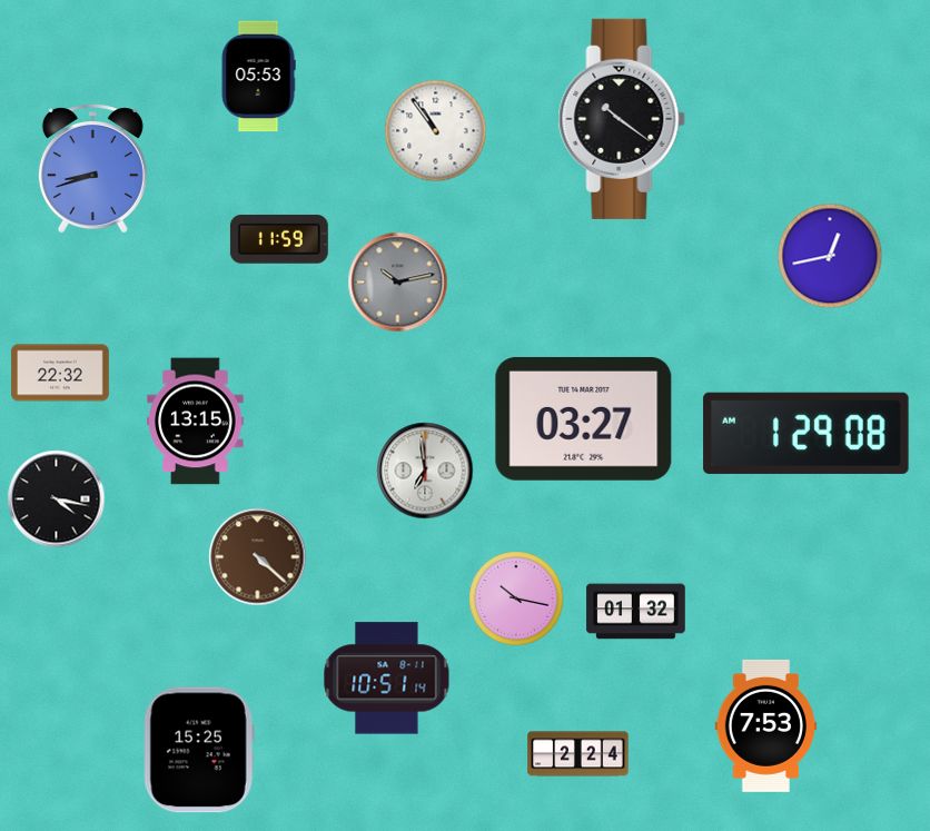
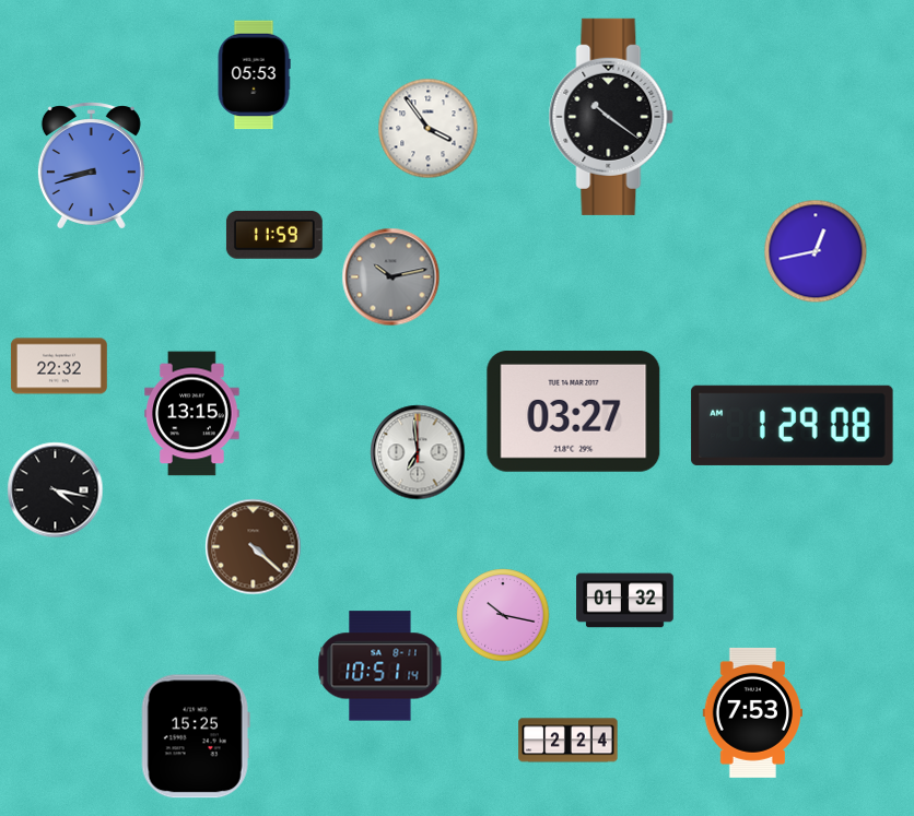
clock at (436, 131): 10:54 -> 3:54
clock at (425, 471) position: (425, 471) -> (418, 452)
clock at (516, 598) position: (516, 598) -> (503, 615)
